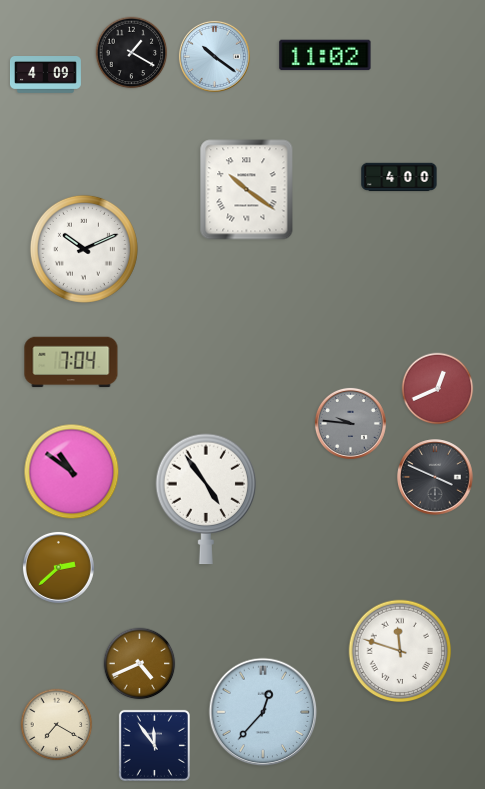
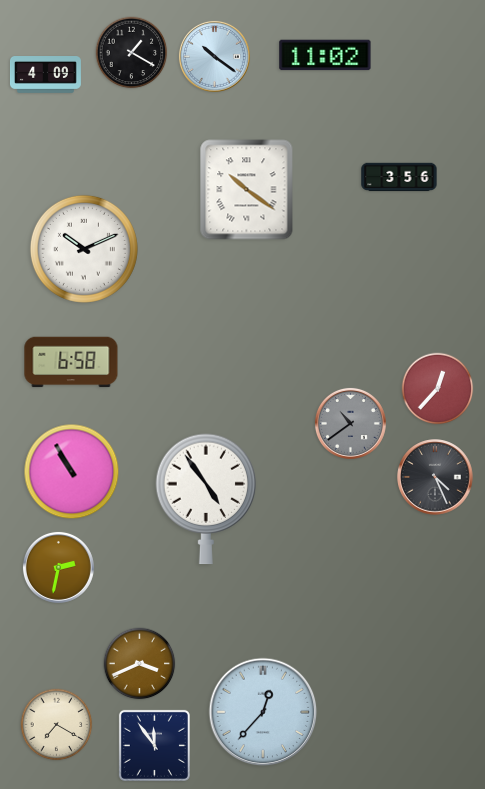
clock at (399, 177): 4:00 -> 3:56
clock at (71, 362): 7:04 -> 6:58
clock at (438, 389): 12:41 -> 12:37
clock at (350, 423): 9:46 -> 10:39
clock at (72, 472): 10:51 -> 10:55
clock at (435, 477): 3:49 -> 4:26
clock at (58, 567): 2:38 -> 2:32
clock at (400, 651): 11:48 -> none
clock at (140, 664): 4:41 -> 3:41
